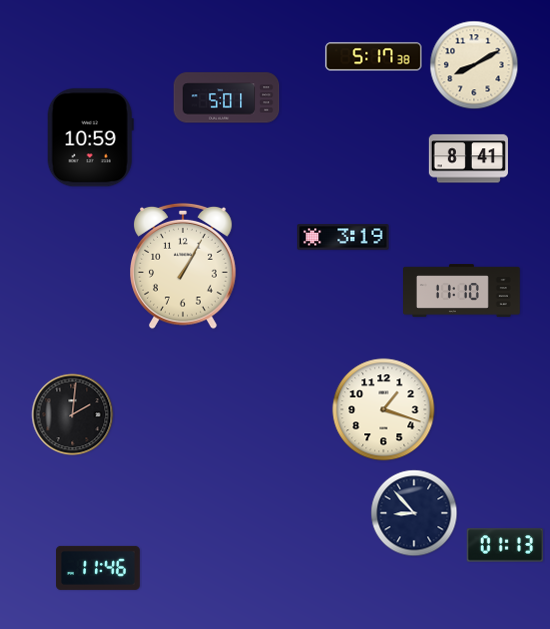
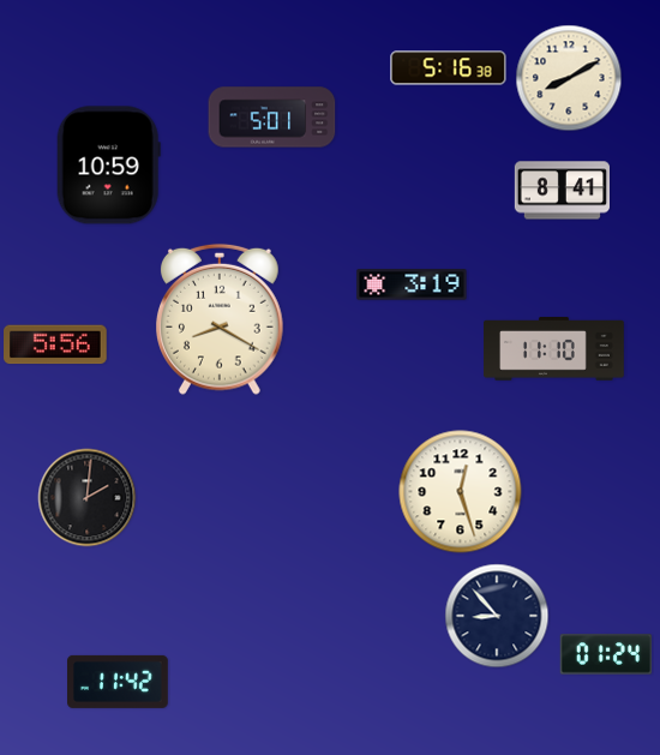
clock at (374, 57): 5:17 -> 5:16
clock at (184, 266): 1:05 -> 8:20
clock at (55, 344): none -> 5:56
clock at (384, 410): 1:18 -> 12:27
clock at (505, 545): 01:13 -> 01:24
clock at (99, 568): 11:46 -> 11:42
